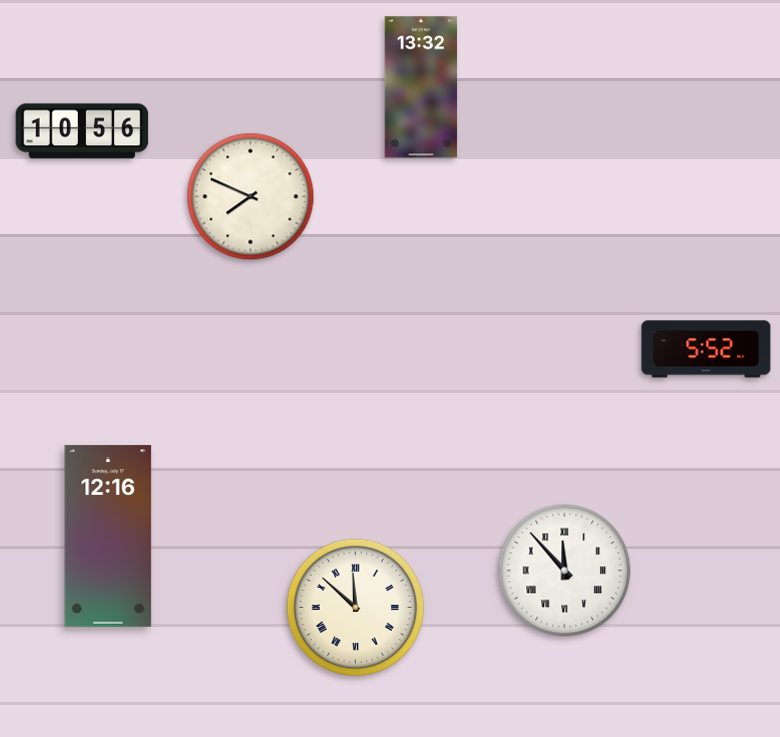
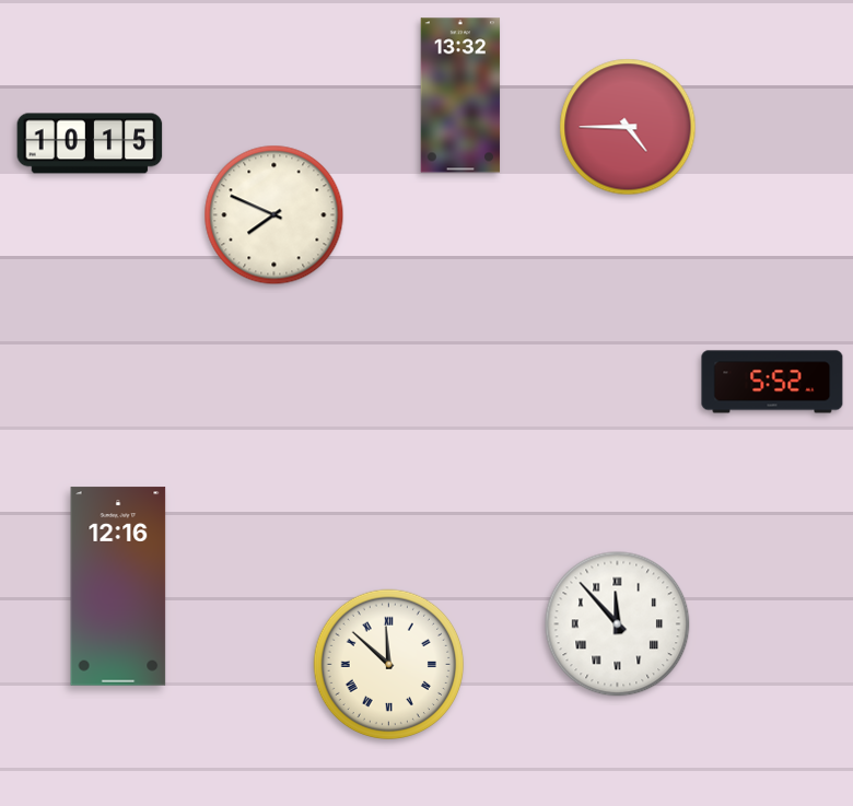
clock at (628, 127): none -> 4:45
clock at (82, 131): 10:56 -> 10:15
